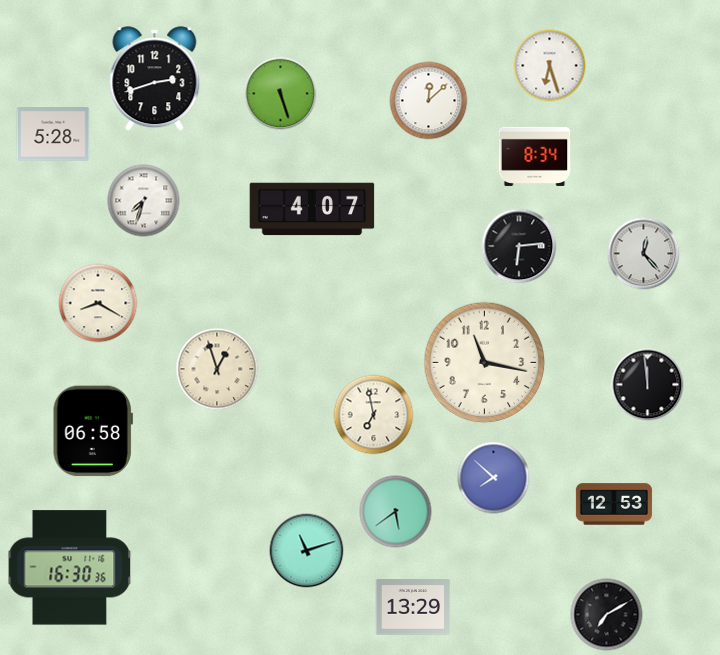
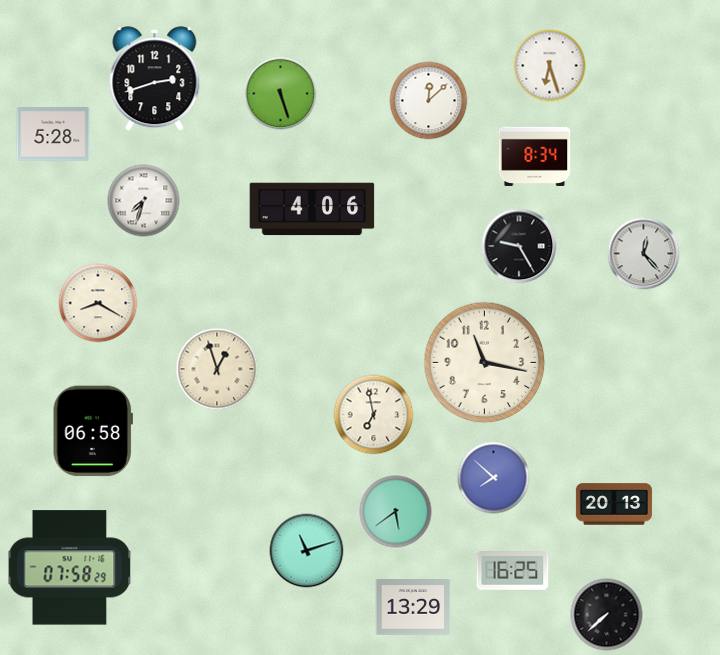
clock at (312, 209): 4:07 -> 4:06
clock at (519, 246): 6:14 -> 9:25
clock at (648, 385): 11:59 -> none
clock at (614, 504): 12:53 -> 20:13
clock at (70, 568): 16:30 -> 07:58
clock at (513, 571): none -> 16:25
clock at (607, 615): 7:10 -> 7:38
